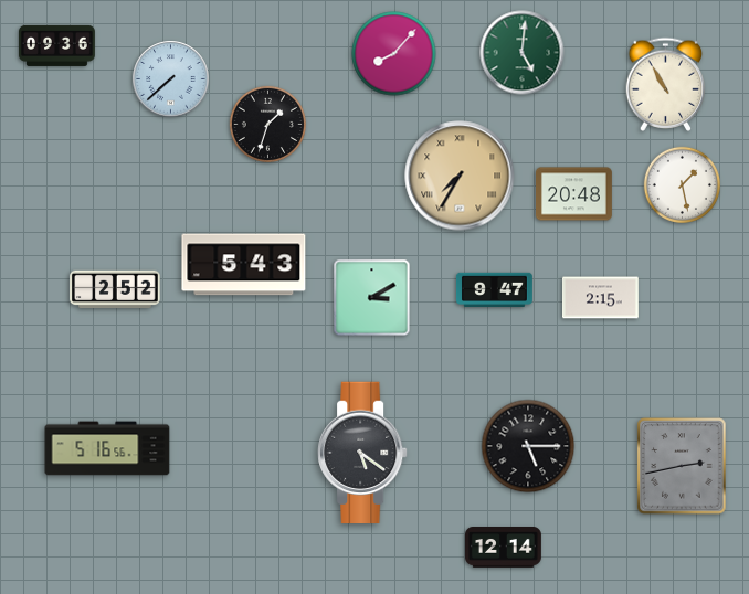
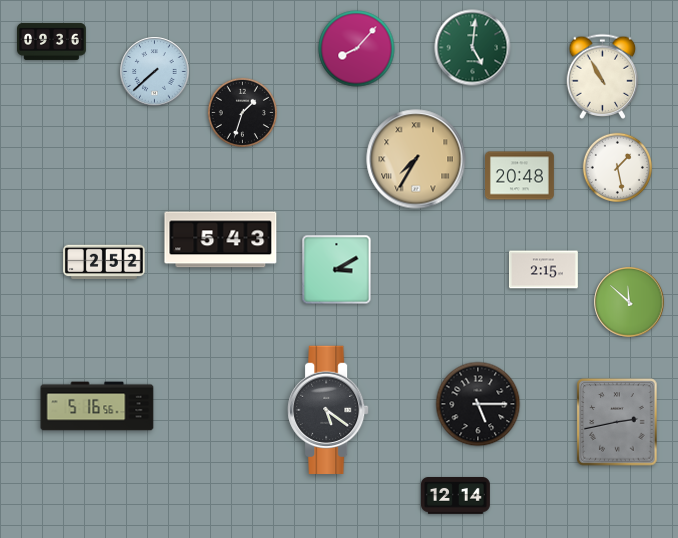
clock at (495, 289): 9:47 -> none
clock at (629, 302): none -> 11:52
